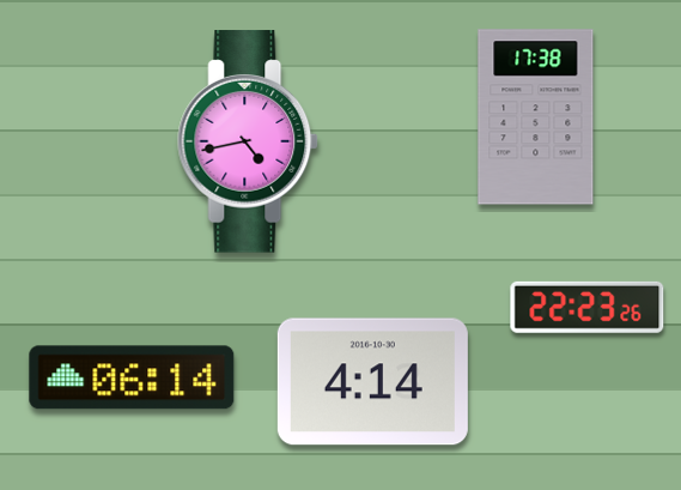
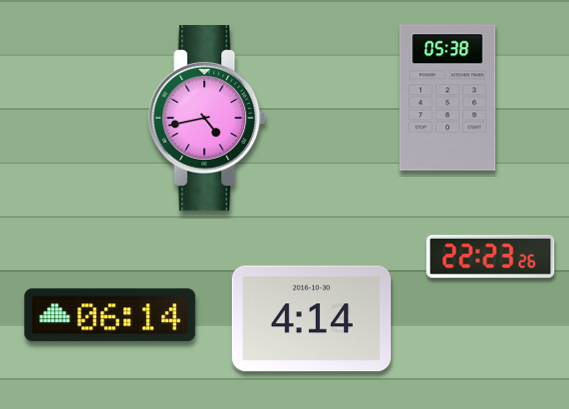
clock at (536, 117): 17:38 -> 05:38
